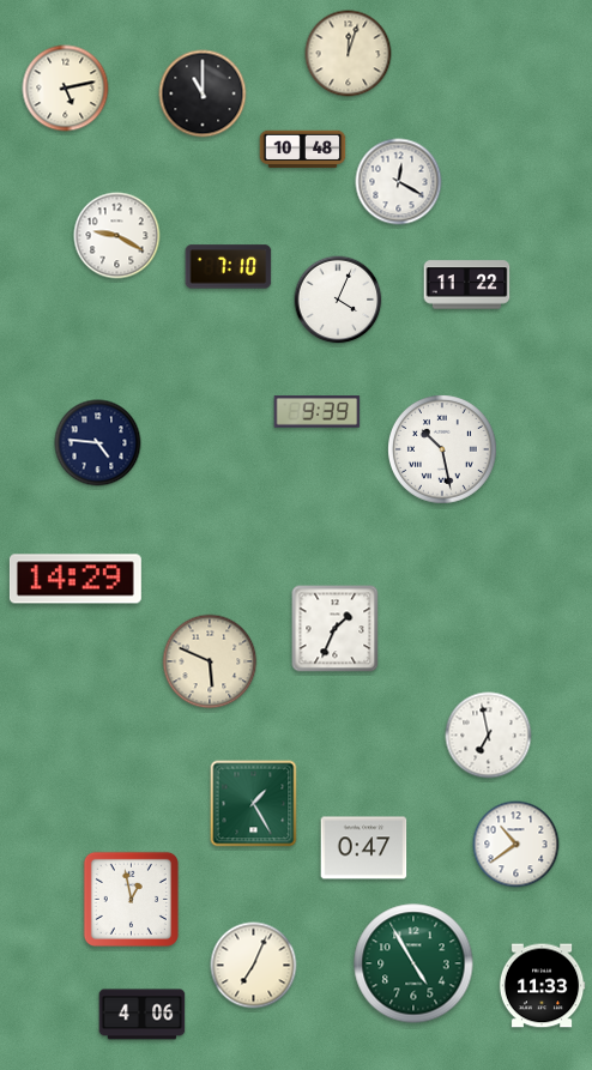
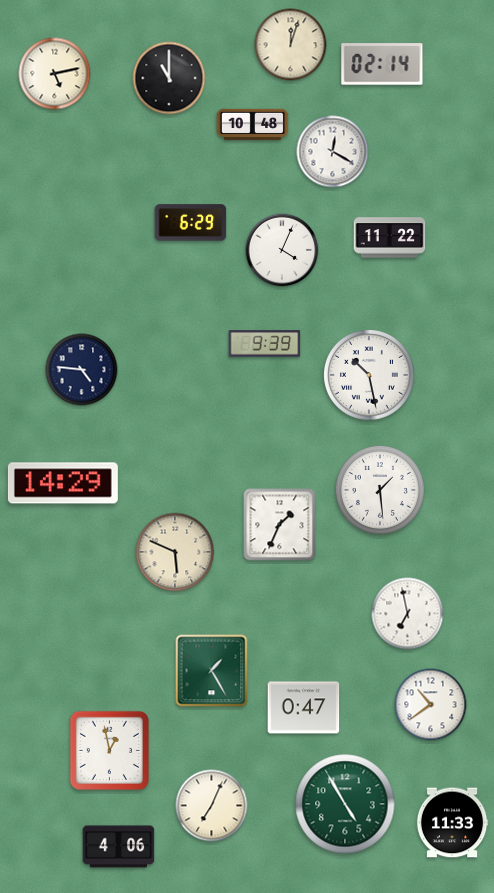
clock at (382, 64): none -> 02:14
clock at (117, 236): 9:20 -> none
clock at (229, 267): 7:10 -> 6:29
clock at (380, 490): none -> 1:29
